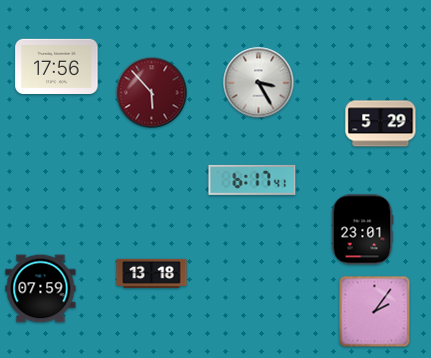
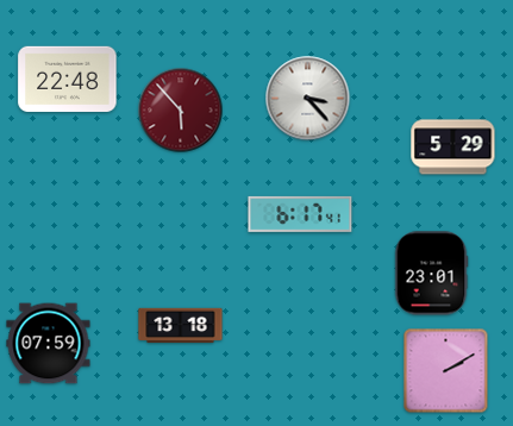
clock at (57, 66): 17:56 -> 22:48
clock at (259, 83): 3:25 -> 3:23
clock at (375, 312): 2:06 -> 2:10
